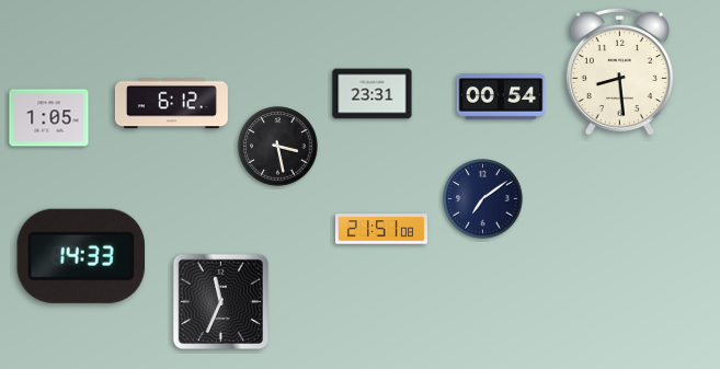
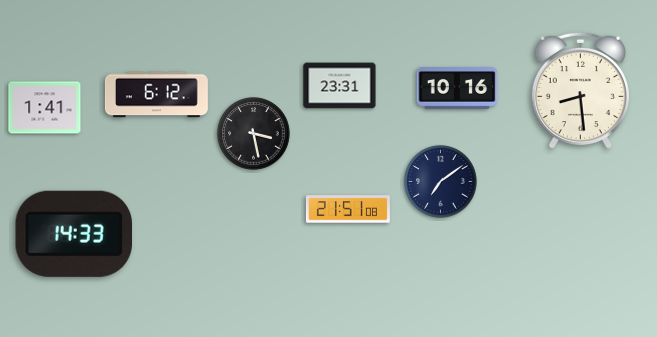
clock at (619, 72) position: (619, 72) -> (580, 91)
clock at (501, 97): 00:54 -> 10:16
clock at (49, 118): 1:05 -> 1:41
clock at (221, 302): 11:34 -> none
